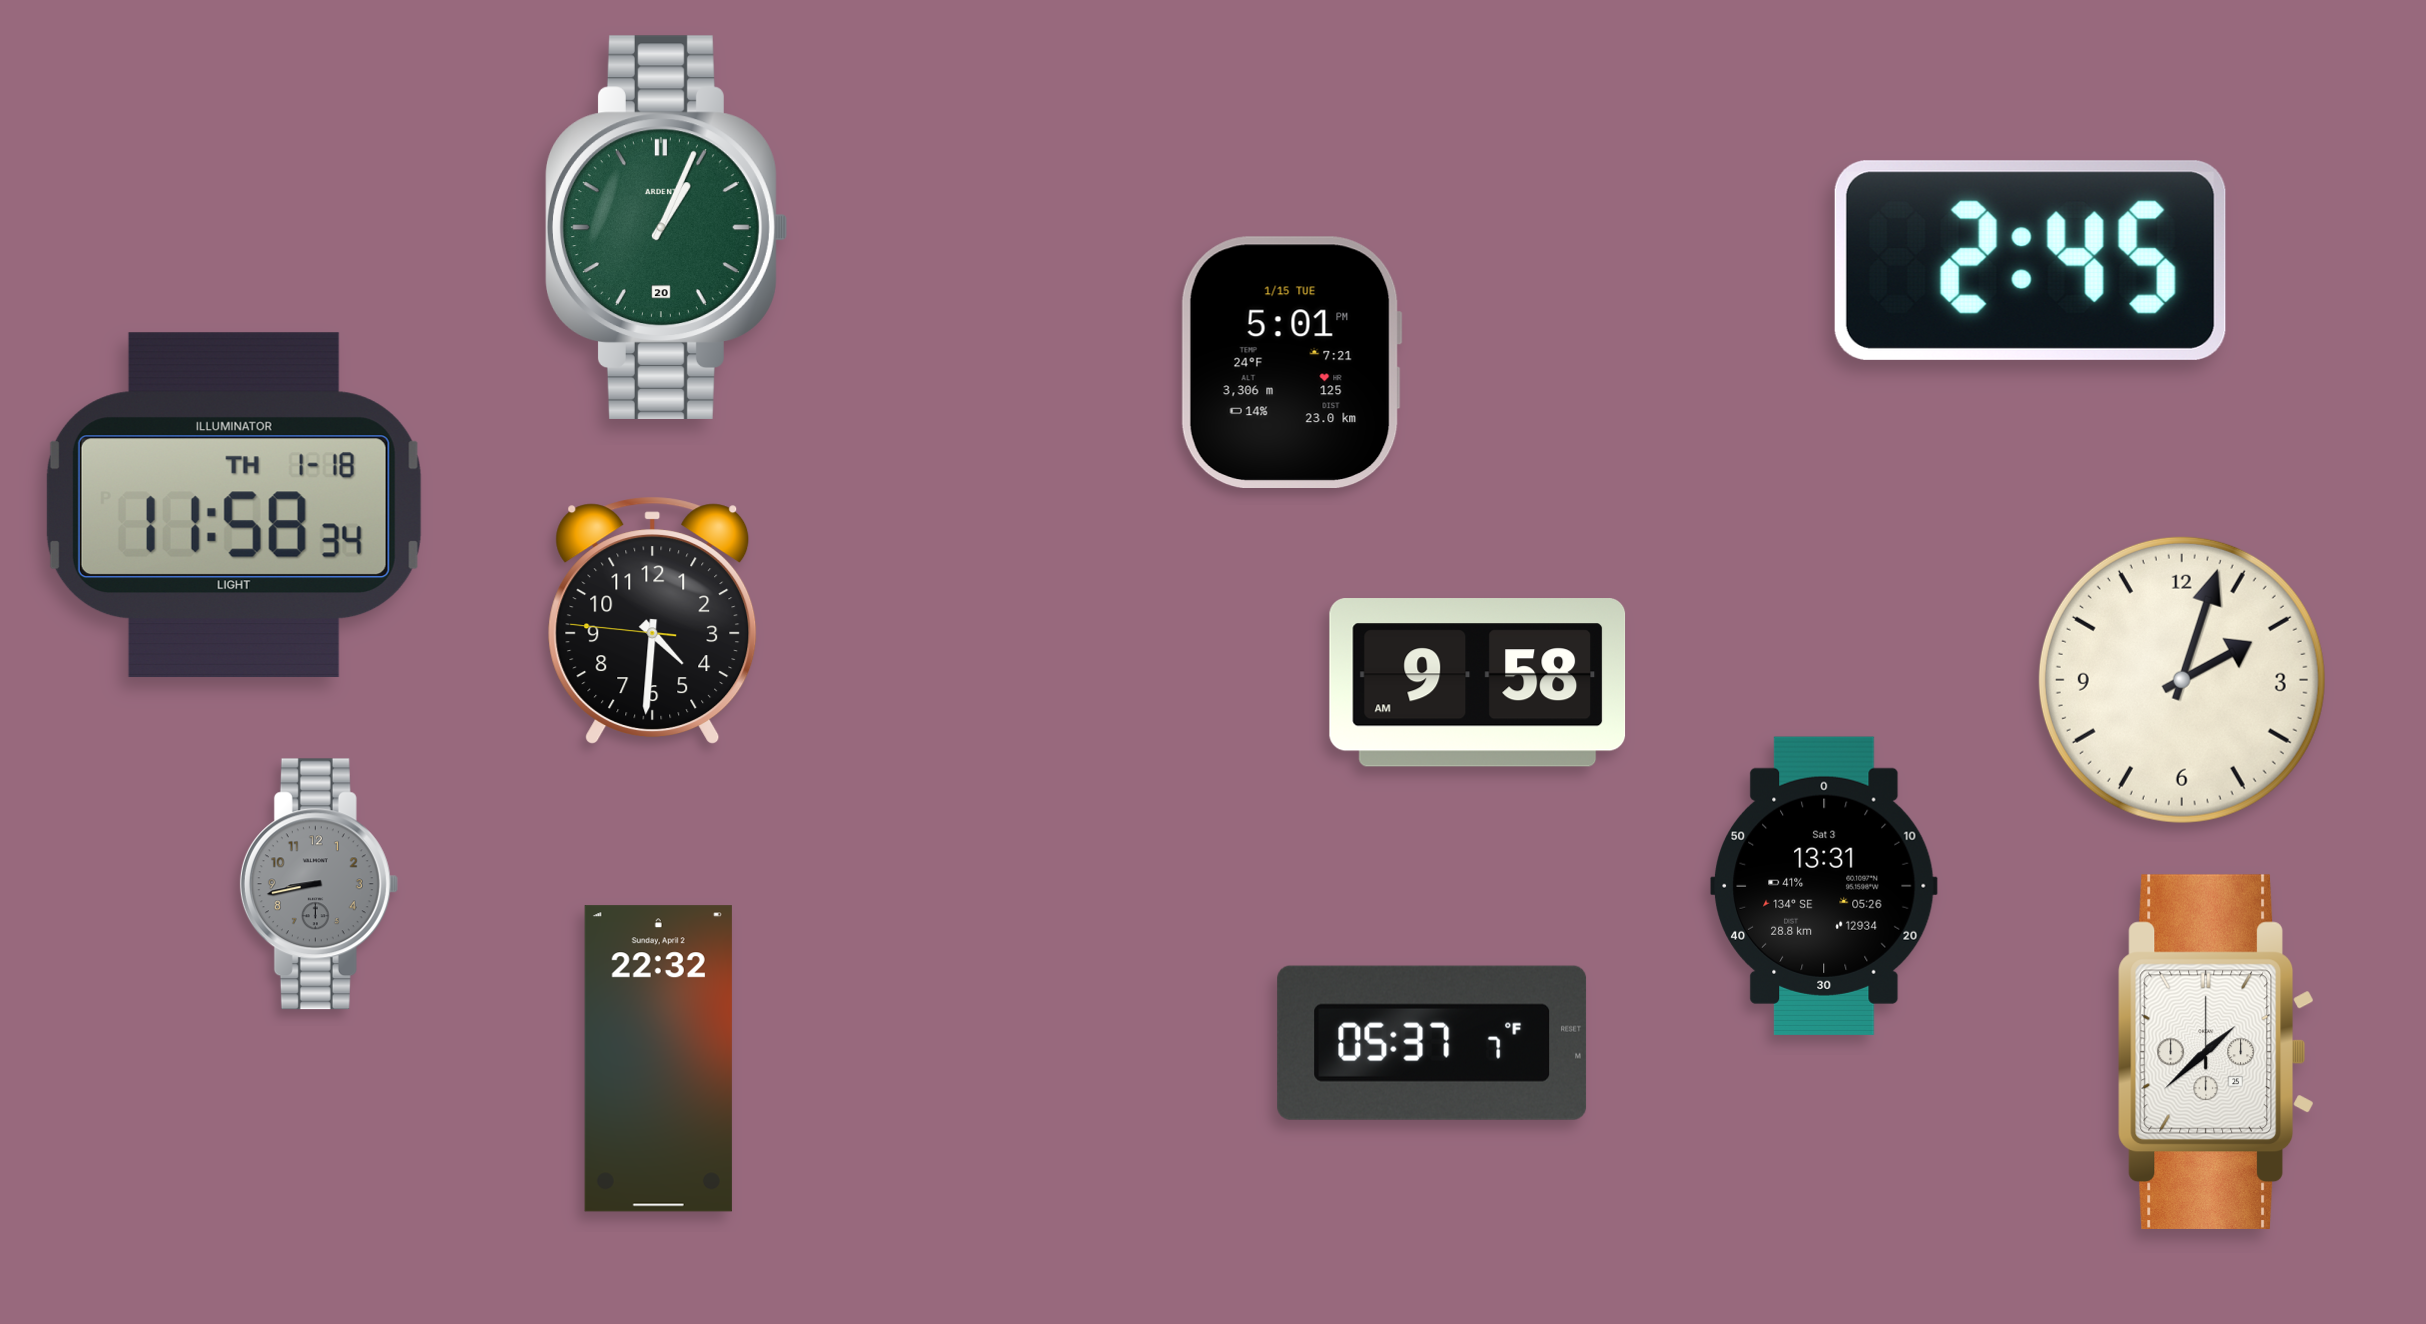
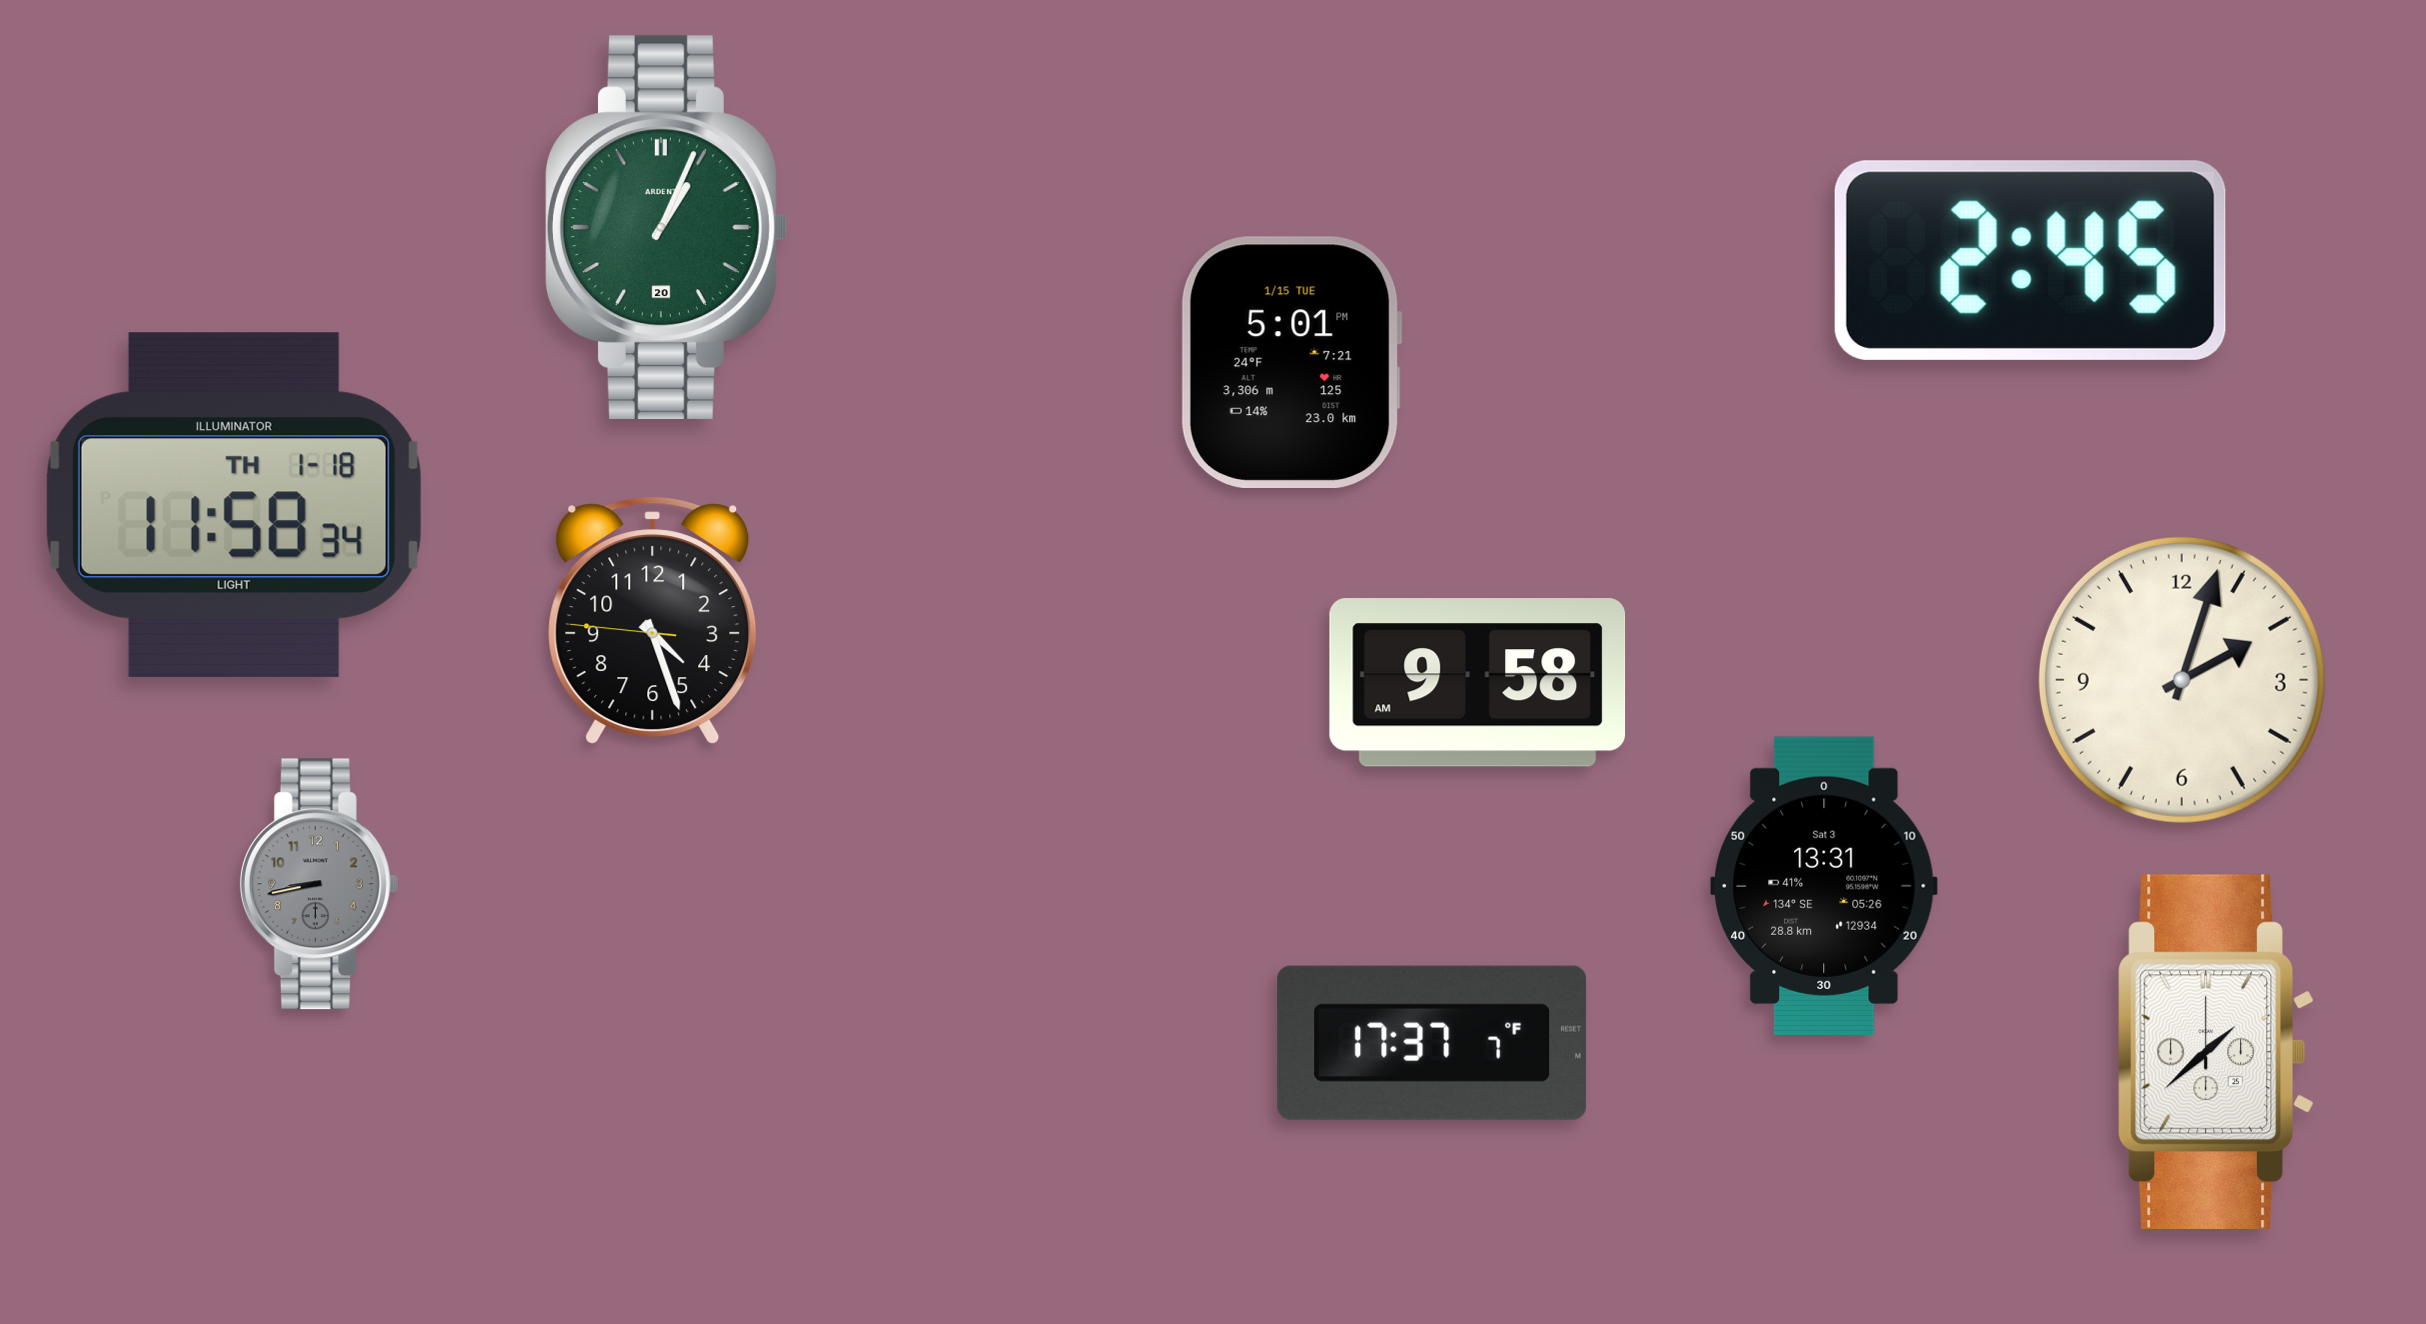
clock at (653, 620): 4:30 -> 4:26
clock at (1432, 1043): 05:37 -> 17:37
clock at (658, 1059): 22:32 -> none
